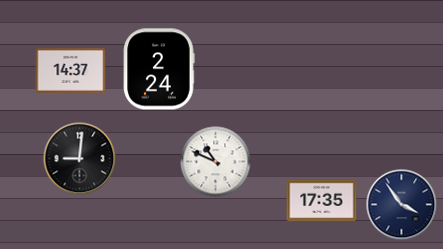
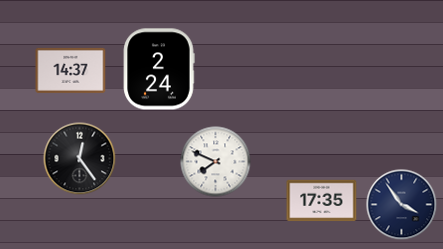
clock at (80, 159): 9:01 -> 12:24
clock at (216, 162): 10:49 -> 7:49
